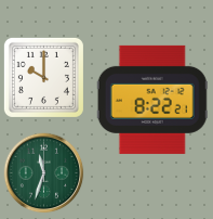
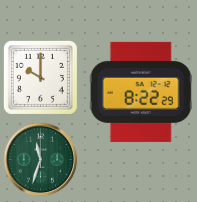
clock at (43, 77) position: (43, 77) -> (40, 77)
clock at (152, 100): 8:22:21 -> 8:22:29
